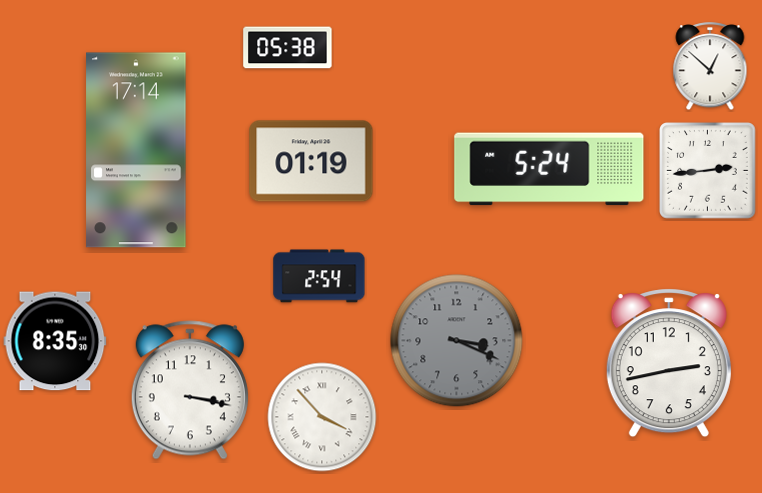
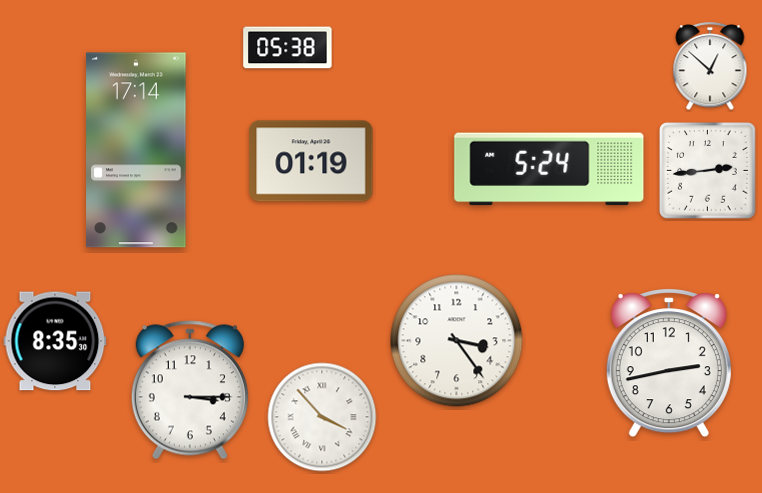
clock at (319, 276): 2:54 -> none
clock at (457, 341): 3:19 -> 3:24
clock at (457, 341) dial: grey -> white
clock at (190, 390): 3:17 -> 3:15
